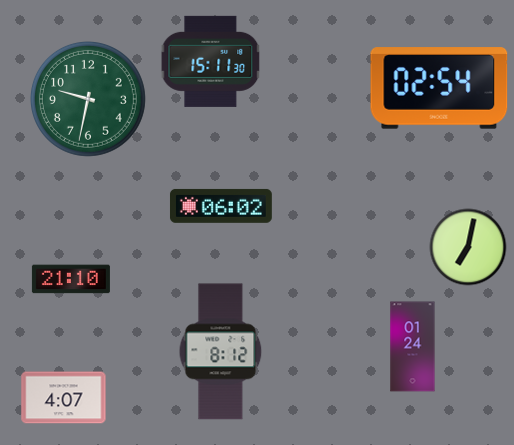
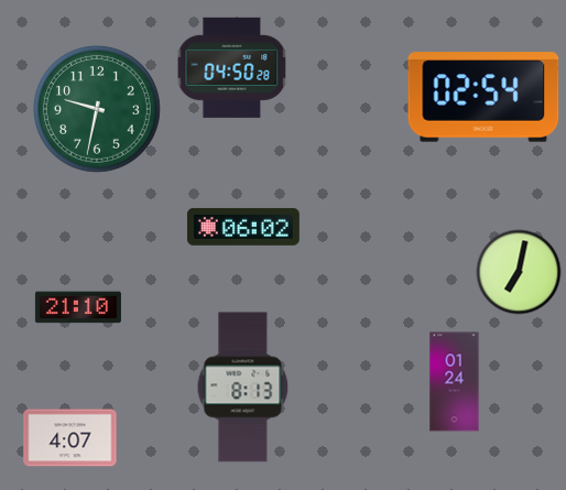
clock at (211, 61): 15:11 -> 04:50
clock at (468, 247) position: (468, 247) -> (519, 272)
clock at (221, 352): 8:12 -> 8:13
